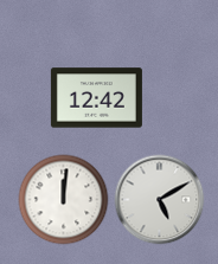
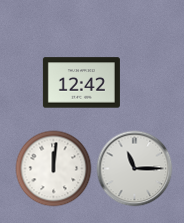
clock at (160, 200): 5:10 -> 11:15
